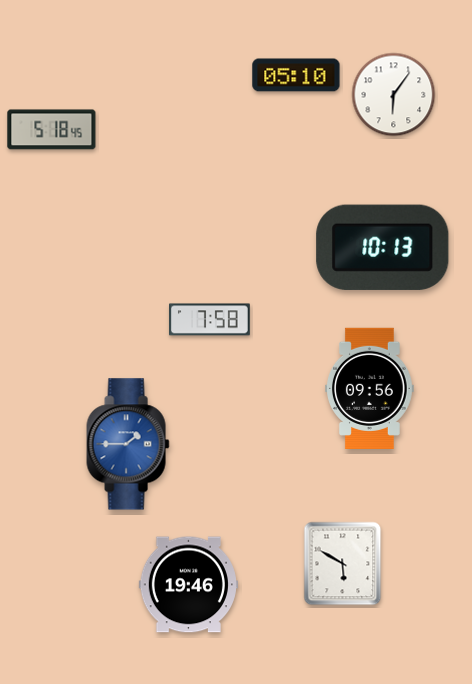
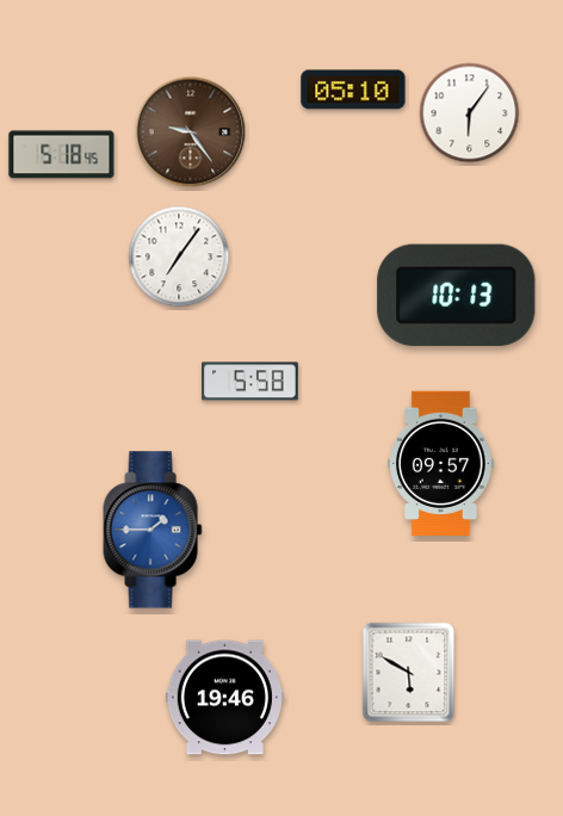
clock at (191, 132): none -> 9:24
clock at (179, 256): none -> 7:06
clock at (210, 320): 7:58 -> 5:58
clock at (370, 388): 09:56 -> 09:57
